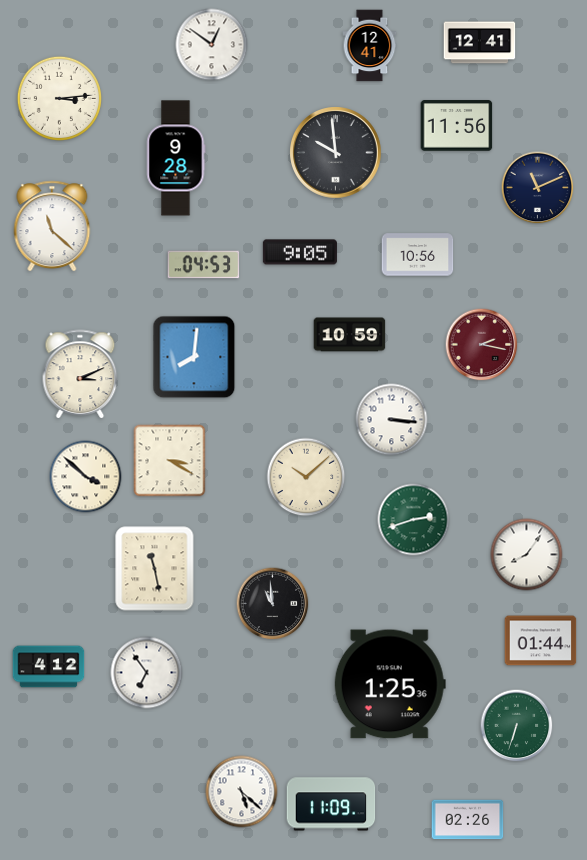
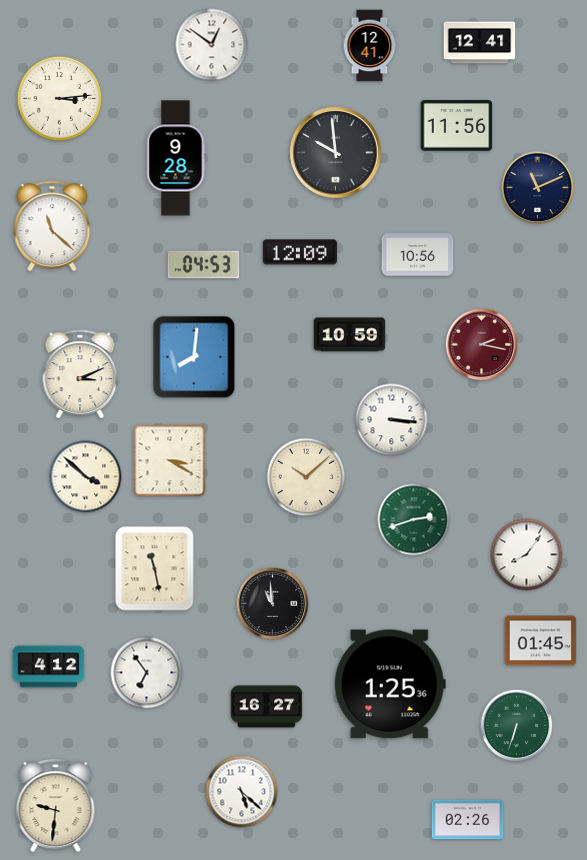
clock at (300, 252): 9:05 -> 12:09
clock at (541, 641): 01:44 -> 01:45
clock at (267, 707): none -> 16:27
clock at (331, 804): 11:09 -> none
clock at (56, 806): none -> 9:31
